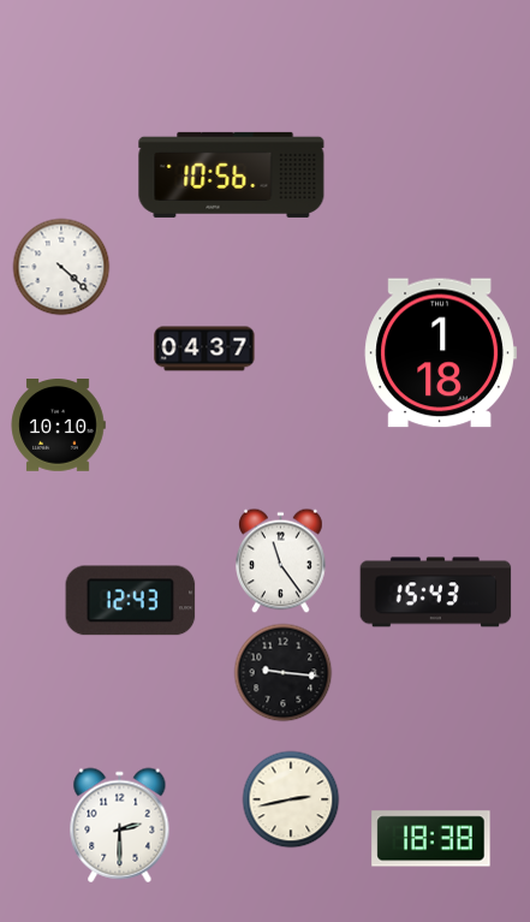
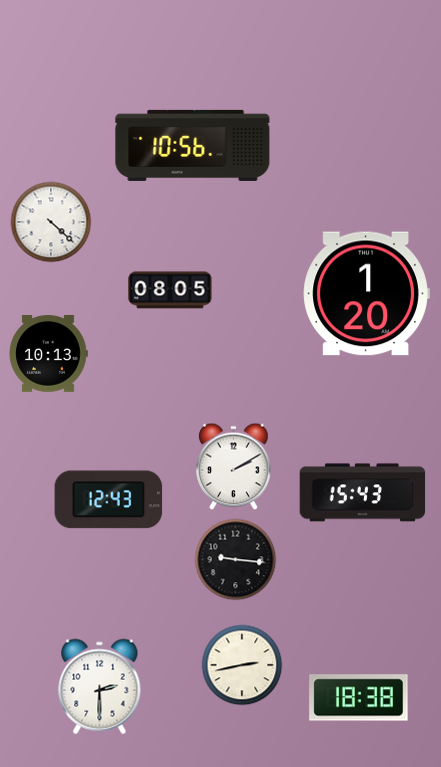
clock at (204, 349): 04:37 -> 08:05
clock at (440, 353): 1:18 -> 1:20
clock at (58, 426): 10:10 -> 10:13
clock at (281, 561): 11:24 -> 2:10
